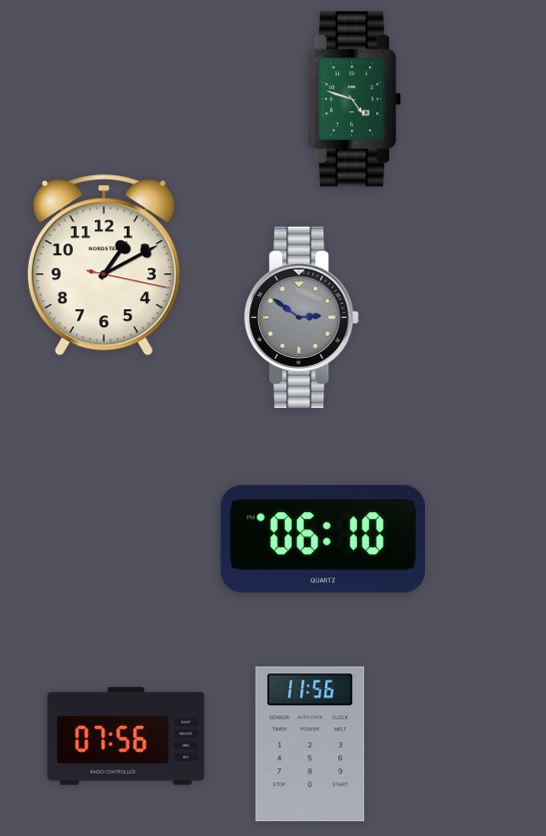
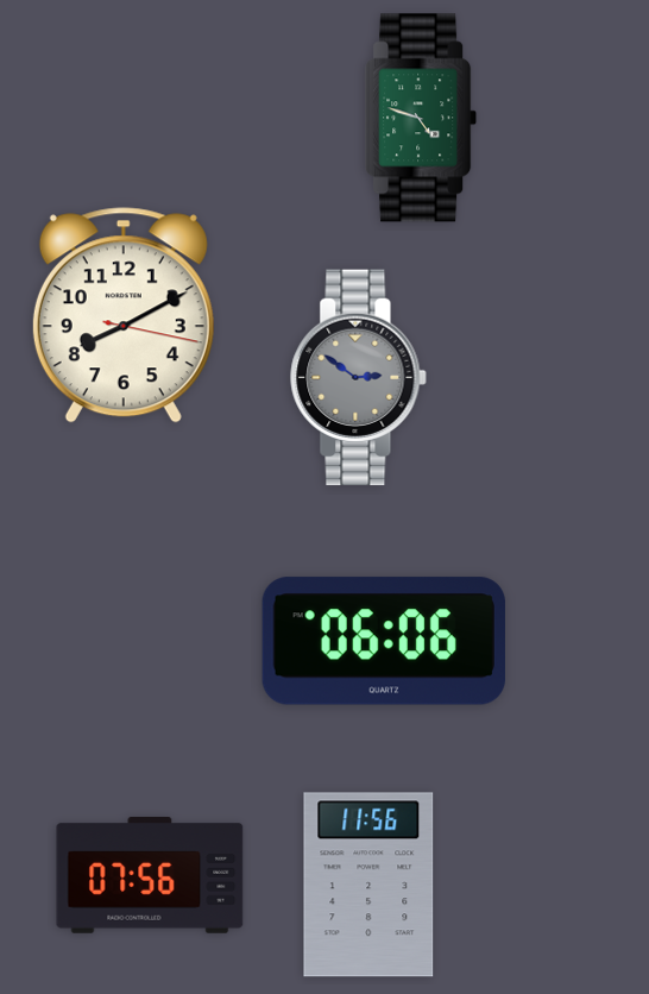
clock at (104, 265): 1:10 -> 8:10
clock at (323, 539): 06:10 -> 06:06
